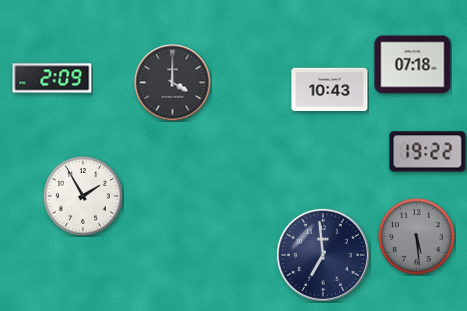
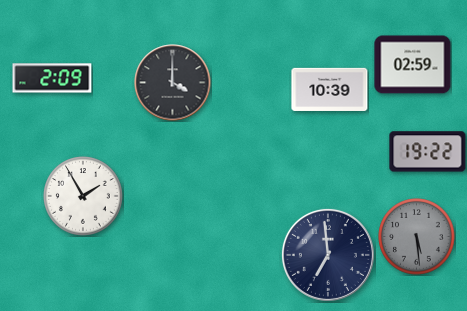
clock at (413, 65): 07:18 -> 02:59
clock at (330, 89): 10:43 -> 10:39
clock at (323, 255) position: (323, 255) -> (328, 255)
